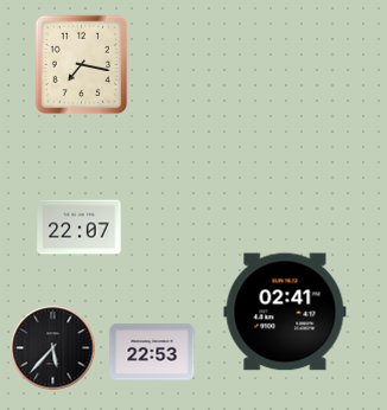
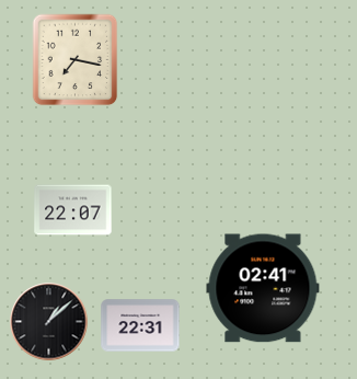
clock at (53, 348): 5:37 -> 1:08
clock at (152, 352): 22:53 -> 22:31
